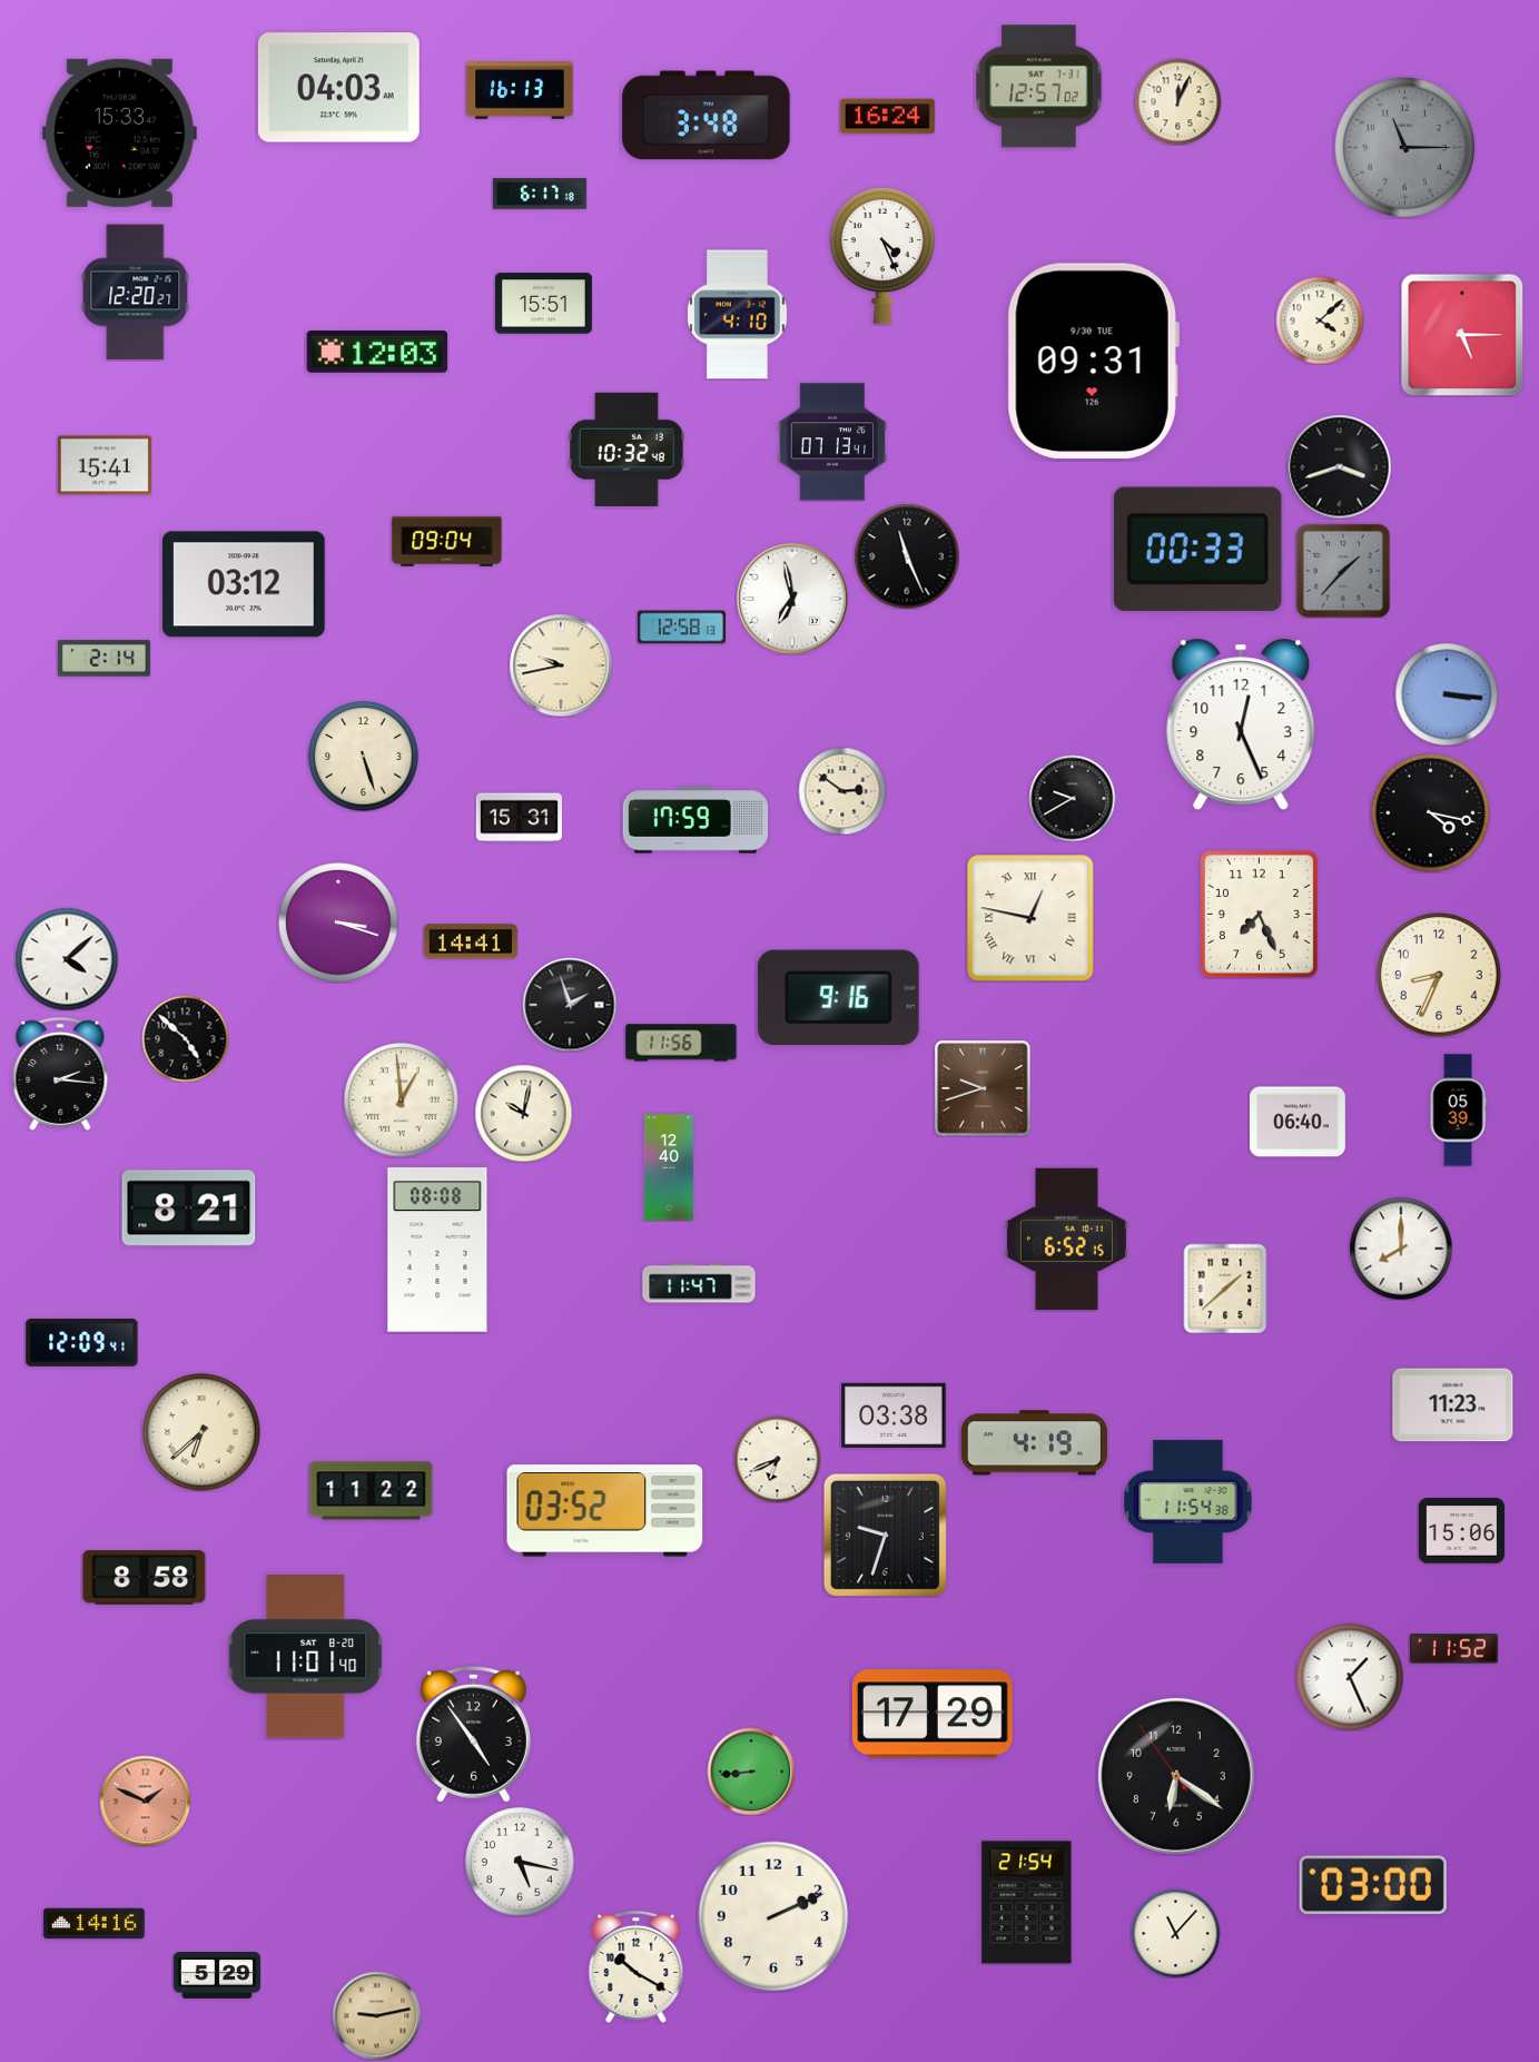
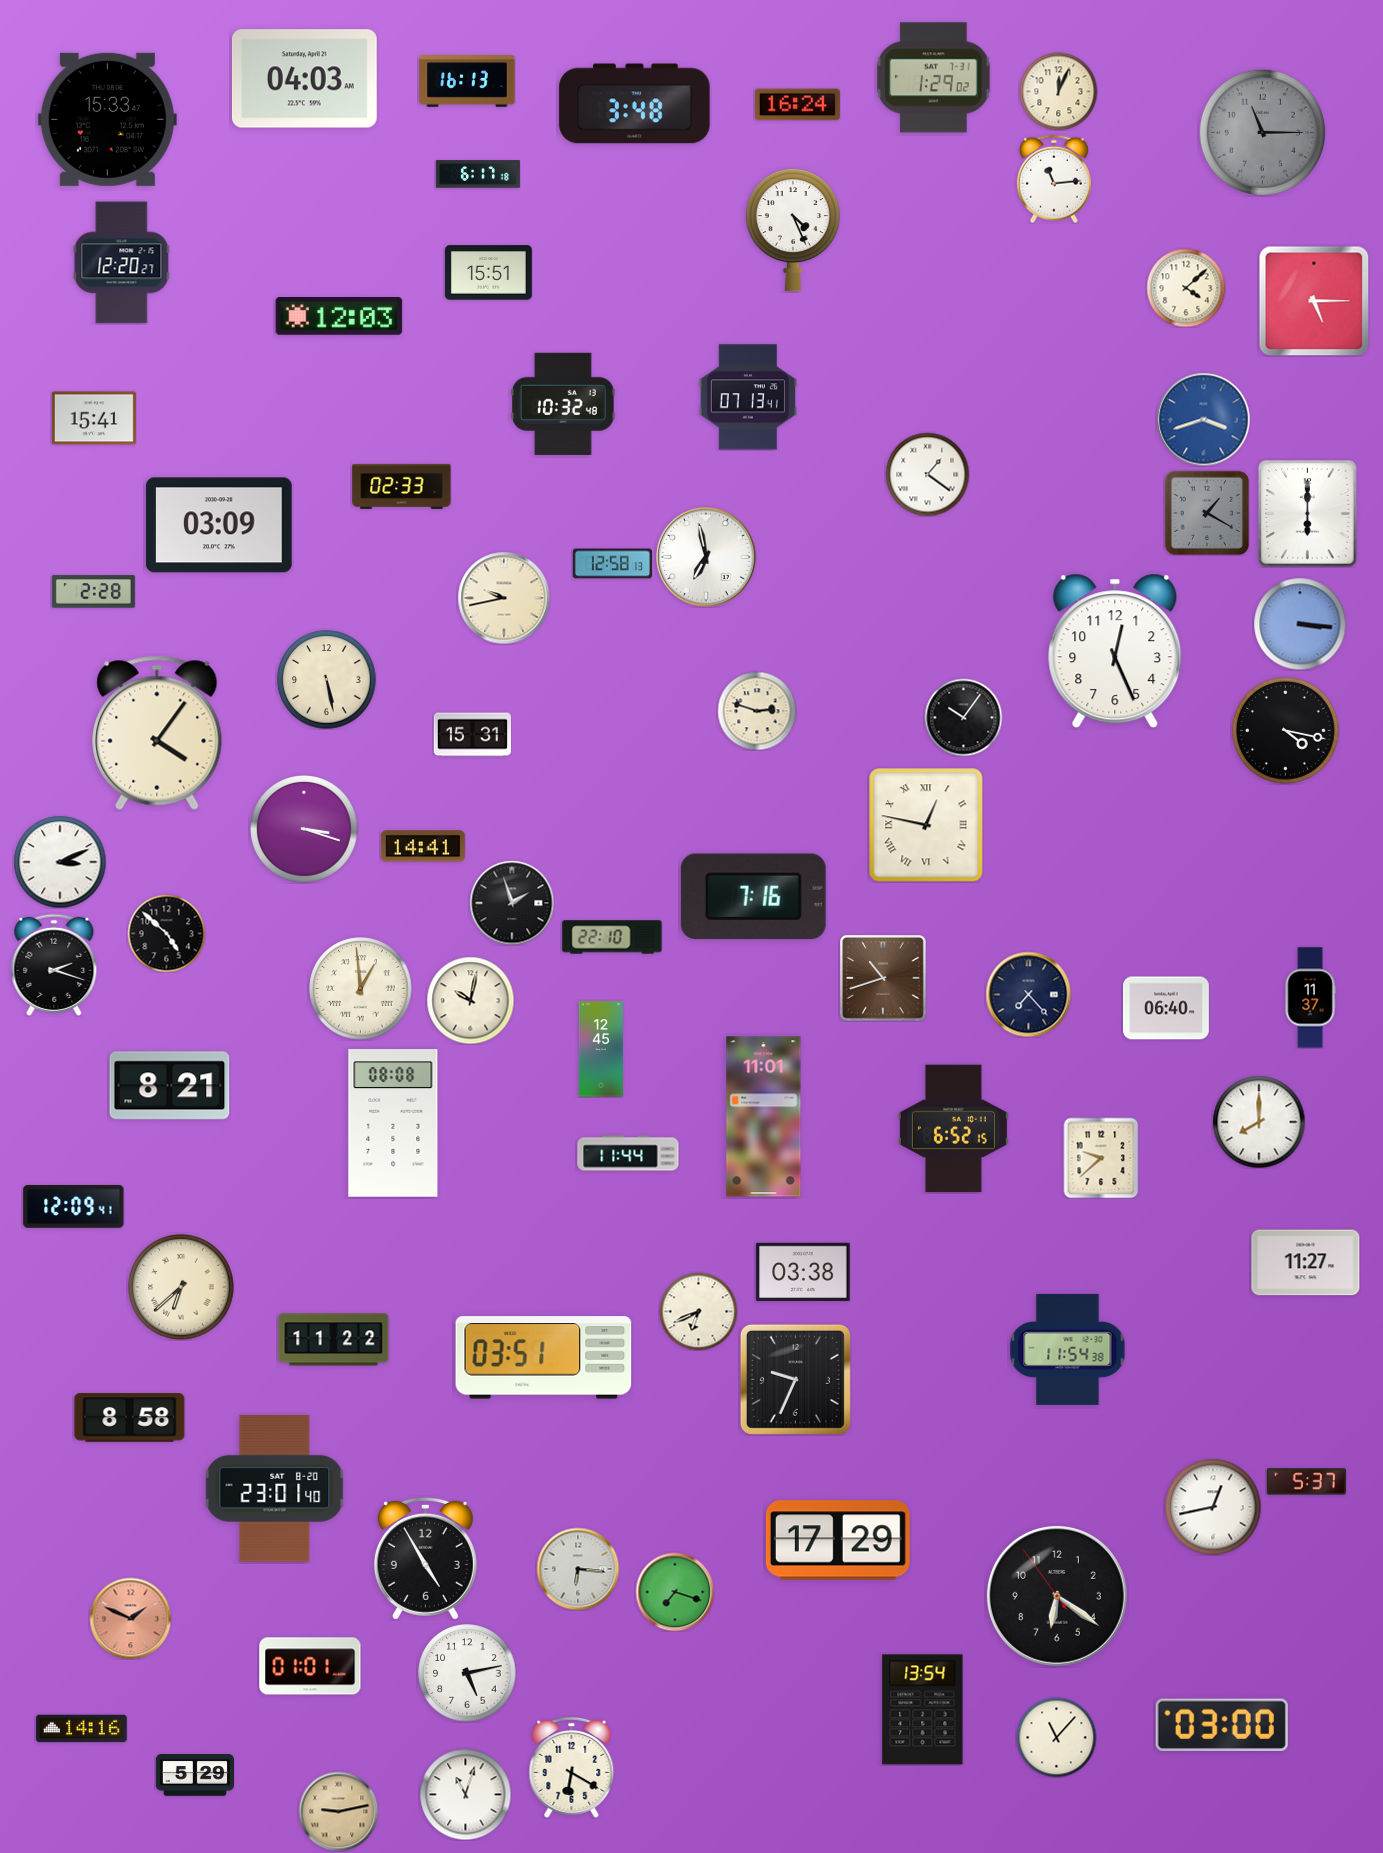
clock at (1039, 87): 12:57 -> 1:29
clock at (540, 194) position: (540, 194) -> (478, 174)
clock at (1054, 179): none -> 11:14
clock at (738, 315): 4:10 -> none
clock at (1093, 362): 09:31 -> none
clock at (1339, 466) dial: black -> blue
clock at (927, 474): none -> 1:21
clock at (447, 541): 09:04 -> 02:33
clock at (1197, 549): 00:33 -> none
clock at (907, 556): 11:26 -> none
clock at (1343, 571): 1:37 -> 1:20
clock at (1308, 514): none -> 6:00
clock at (245, 584): 03:12 -> 03:09
clock at (793, 600) position: (793, 600) -> (707, 558)
clock at (103, 659): 2:14 -> 2:28
clock at (364, 757): 5:27 -> 5:28
clock at (842, 791): 2:51 -> 2:48
clock at (1072, 798): 9:40 -> 10:06
clock at (157, 733): none -> 4:06
clock at (519, 818) position: (519, 818) -> (472, 735)
clock at (695, 820): 17:59 -> none
clock at (1259, 914): 7:26 -> none
clock at (67, 959): 4:08 -> 3:11
clock at (1439, 975): 8:34 -> none
clock at (838, 998): 9:16 -> 7:16
clock at (681, 1043): 11:56 -> 22:10
clock at (60, 1074): 2:16 -> 2:18
clock at (983, 1088): 9:42 -> 10:42
clock at (1028, 994): none -> 7:23
clock at (1458, 1111): 05:39 -> 11:37
clock at (669, 1167): 12:40 -> 12:45
clock at (1066, 1240) position: (1066, 1240) -> (953, 1129)
clock at (764, 1117): none -> 11:01
clock at (699, 1283): 11:47 -> 11:44
clock at (1225, 1289): 1:38 -> 9:38
clock at (1453, 1405): 11:23 -> 11:27
clock at (1034, 1443): 4:19 -> none
clock at (605, 1511): 03:52 -> 03:51
clock at (1461, 1531): 15:06 -> none
clock at (885, 1535): 9:33 -> 9:34
clock at (1453, 1649): 11:52 -> 5:37
clock at (306, 1657): 11:01 -> 23:01
clock at (1350, 1677): 1:26 -> 12:43
clock at (473, 1734): 4:54 -> 4:55
clock at (578, 1569): none -> 6:16
clock at (751, 1772): 8:44 -> 7:18
clock at (310, 1666): none -> 01:01
clock at (520, 1862): 5:17 -> 5:13
clock at (1373, 1885) position: (1373, 1885) -> (1222, 1725)
clock at (1027, 1903): 21:54 -> 13:54
clock at (773, 1916): 2:11 -> none
clock at (95, 1924) position: (95, 1924) -> (82, 1729)
clock at (637, 1966): 10:20 -> 6:20
clock at (465, 1794): none -> 11:03
